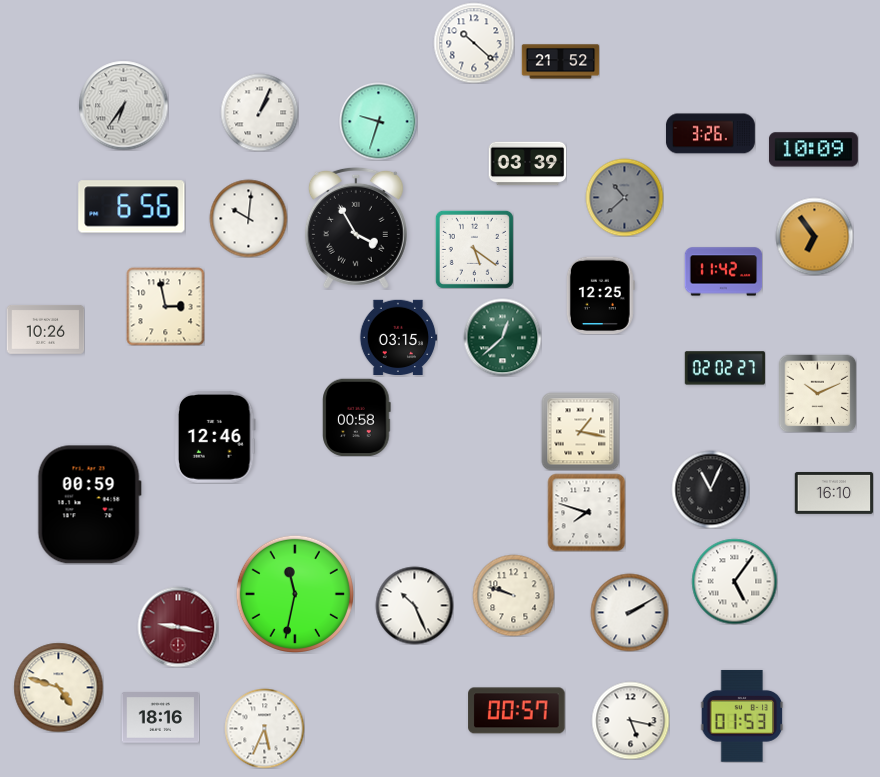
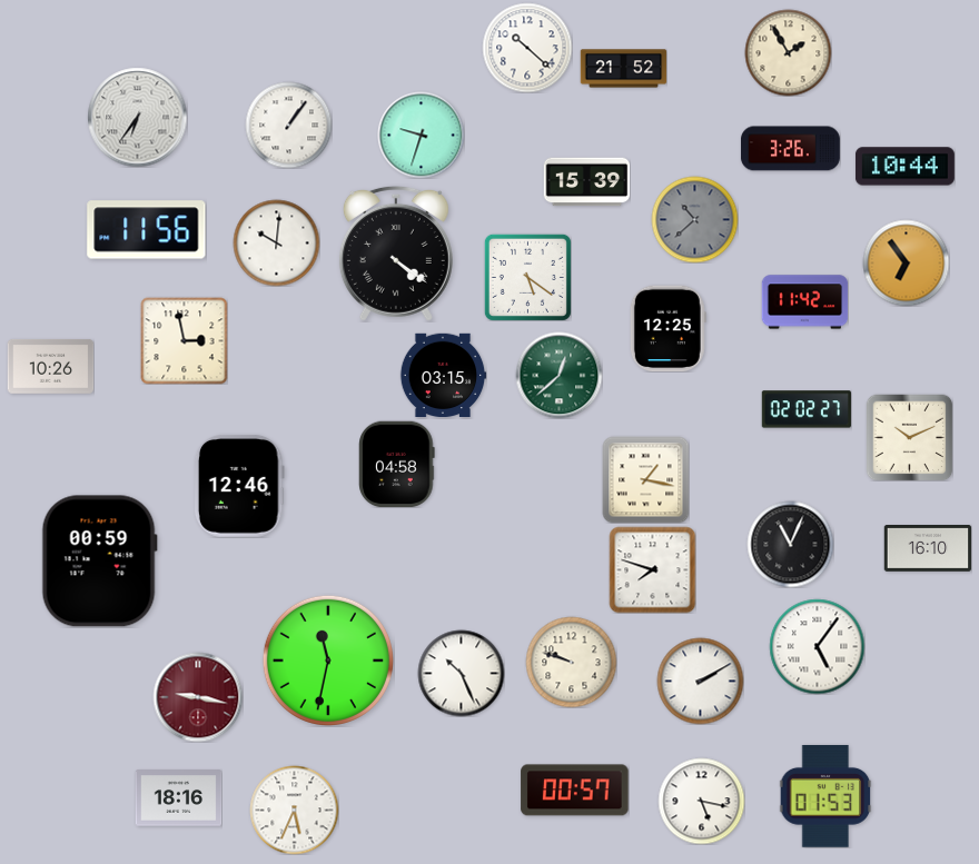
clock at (788, 52): none -> 1:55
clock at (259, 112): 1:04 -> 1:06
clock at (813, 150): 10:09 -> 10:44
clock at (527, 164): 03:39 -> 15:39
clock at (132, 207): 6:56 -> 11:56
clock at (356, 228): 3:55 -> 4:21
clock at (357, 417): 00:58 -> 04:58
clock at (58, 687): 4:48 -> none
